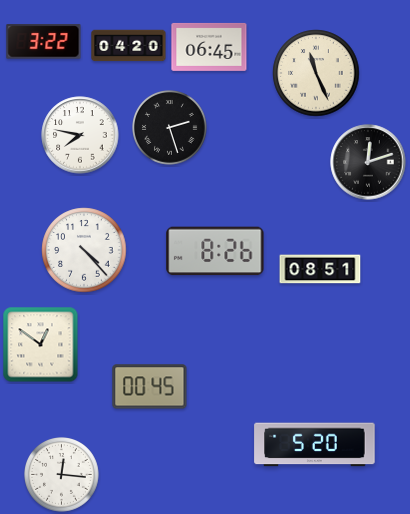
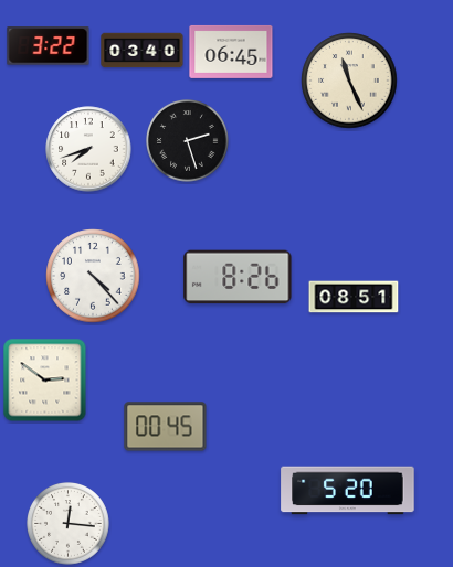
clock at (129, 46): 04:20 -> 03:40
clock at (80, 135): 7:47 -> 7:42
clock at (368, 162): 12:12 -> none
clock at (41, 345): 12:51 -> 2:51
